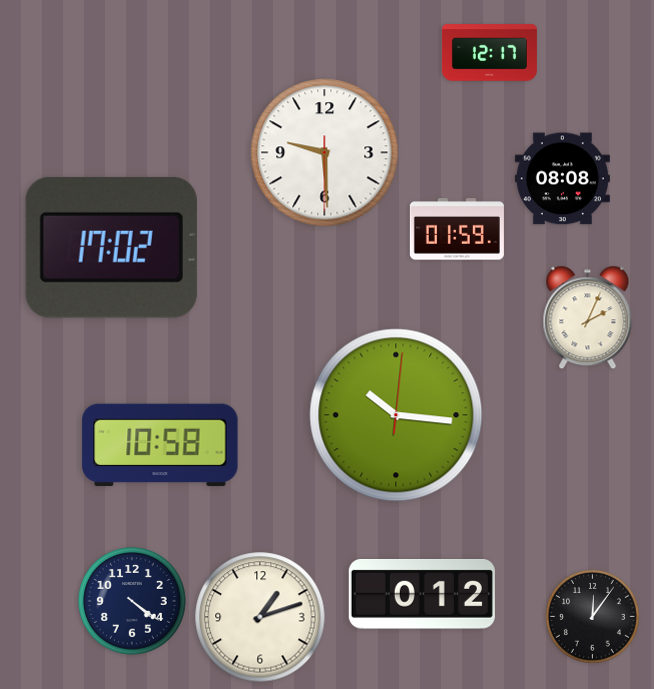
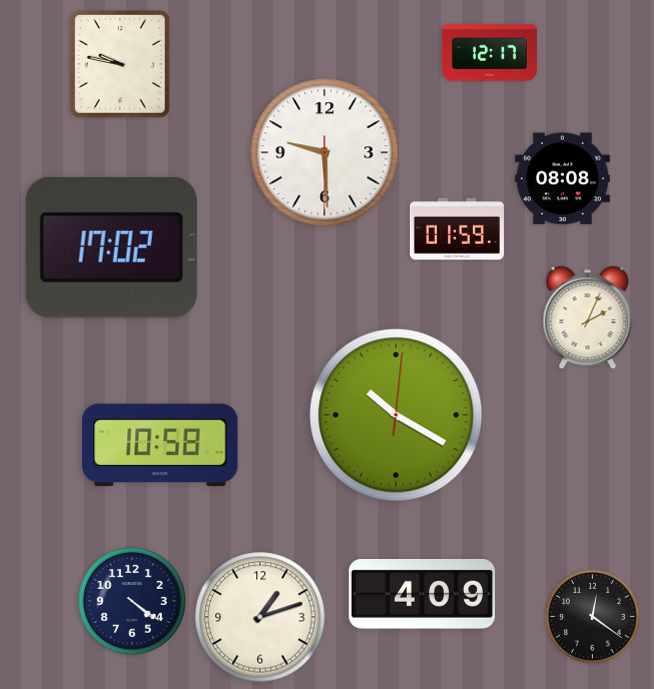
clock at (120, 64): none -> 9:47
clock at (396, 415): 10:16 -> 10:20
clock at (422, 595): 0:12 -> 4:09
clock at (592, 616): 12:06 -> 12:21
